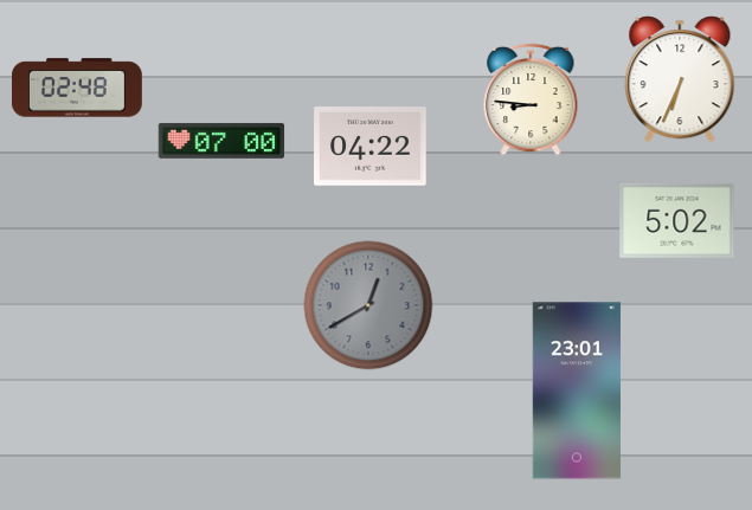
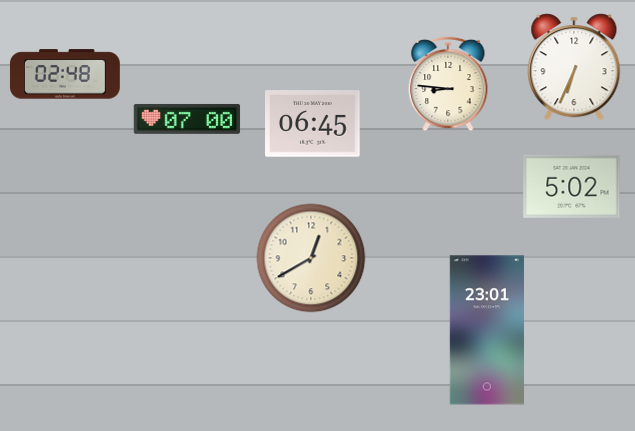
clock at (371, 147): 04:22 -> 06:45
clock at (368, 305) dial: grey -> cream
